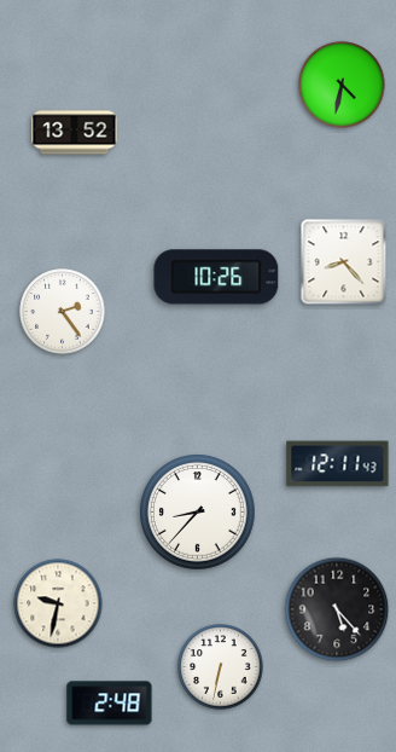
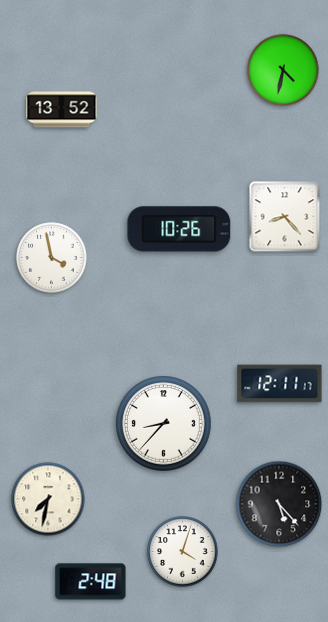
clock at (63, 312): 2:24 -> 3:58
clock at (338, 464): 12:11:43 -> 12:11:17
clock at (58, 603): 9:32 -> 7:32
clock at (221, 667): 6:32 -> 4:03
